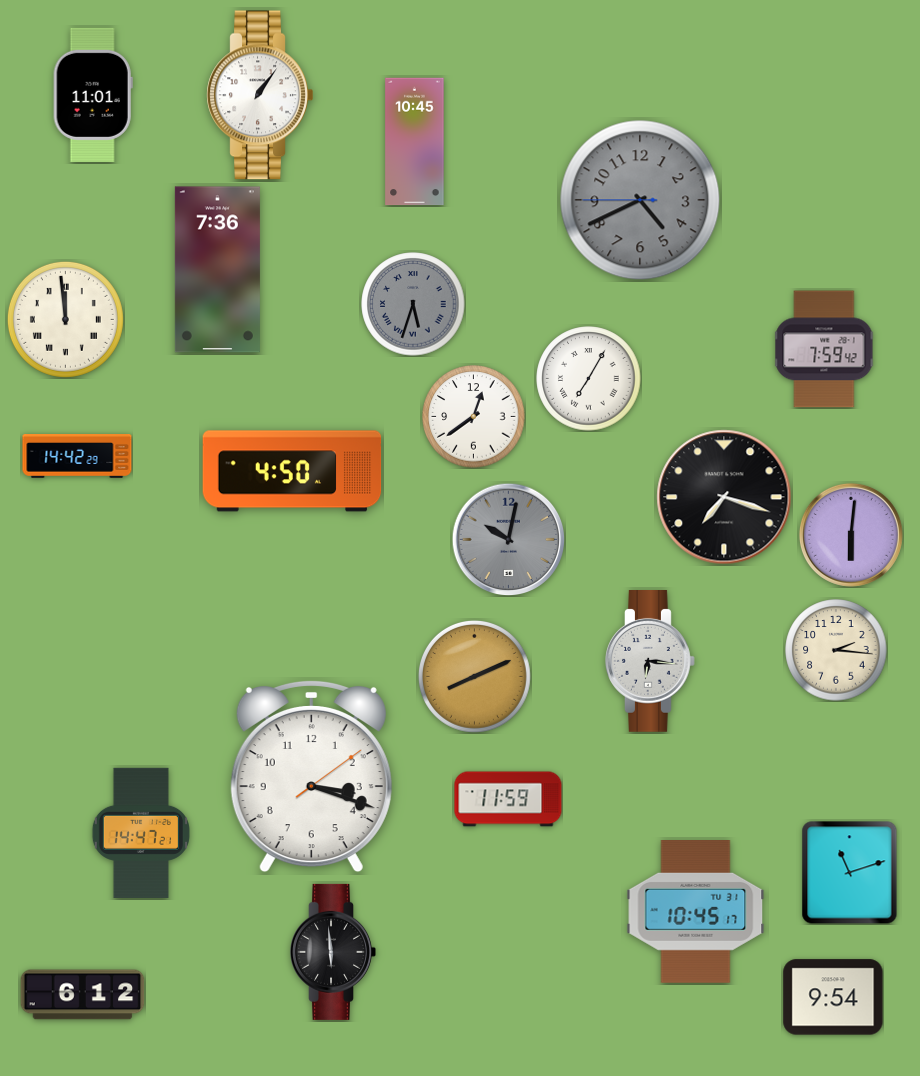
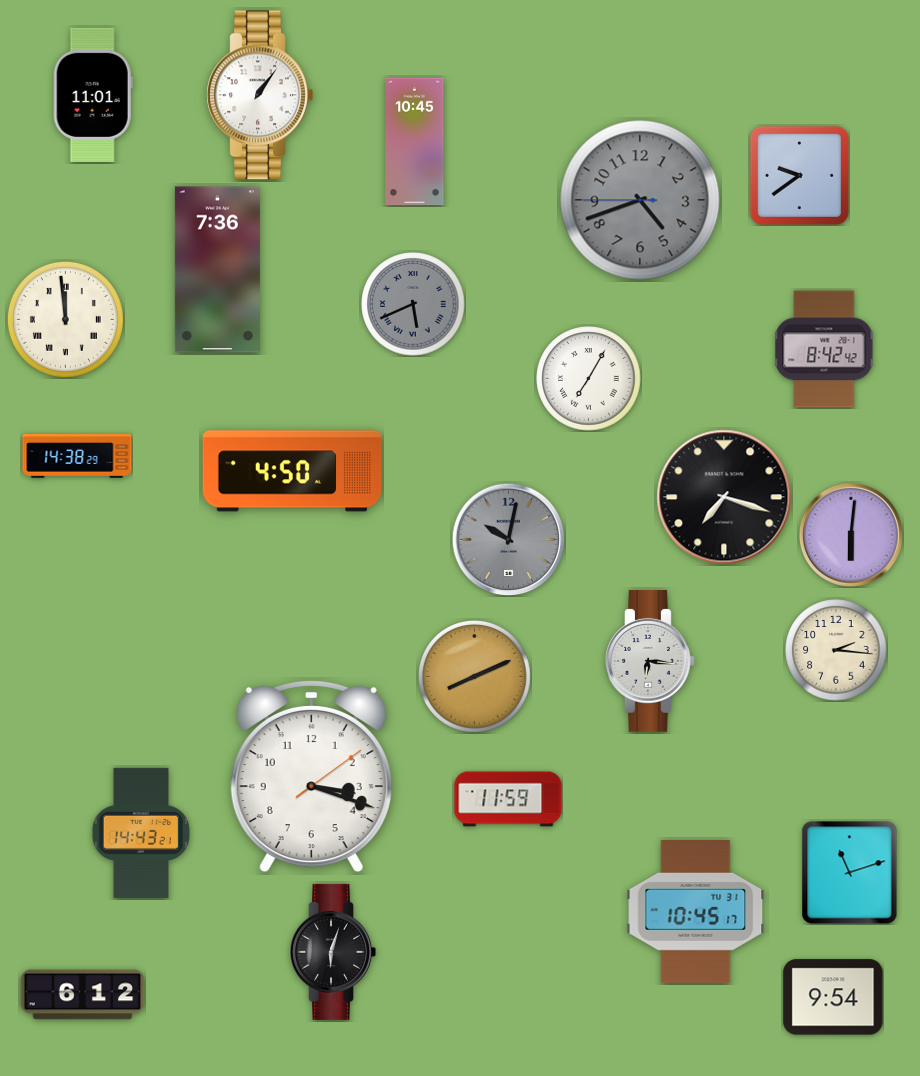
clock at (799, 175): none -> 9:39
clock at (640, 200): 4:40 -> 4:41
clock at (413, 304): 5:33 -> 5:41
clock at (824, 349): 7:59 -> 8:42
clock at (474, 417): 12:39 -> none
clock at (77, 457): 14:42 -> 14:38
clock at (141, 832): 14:47 -> 14:43
clock at (333, 952): 5:59 -> 6:03
